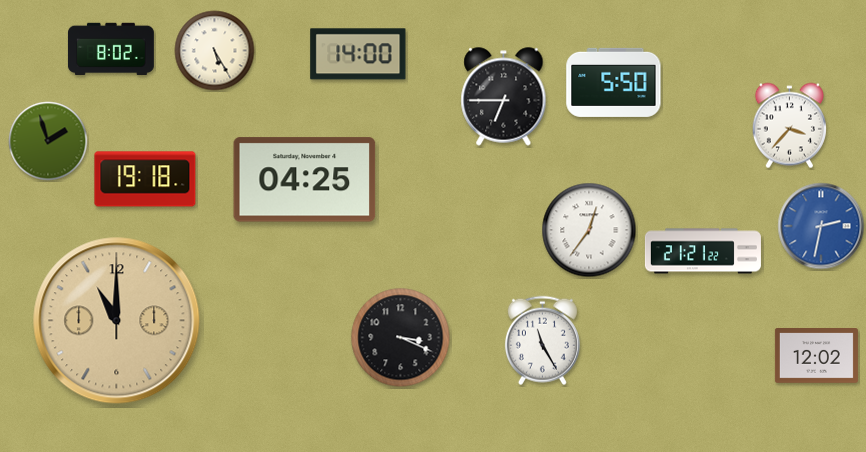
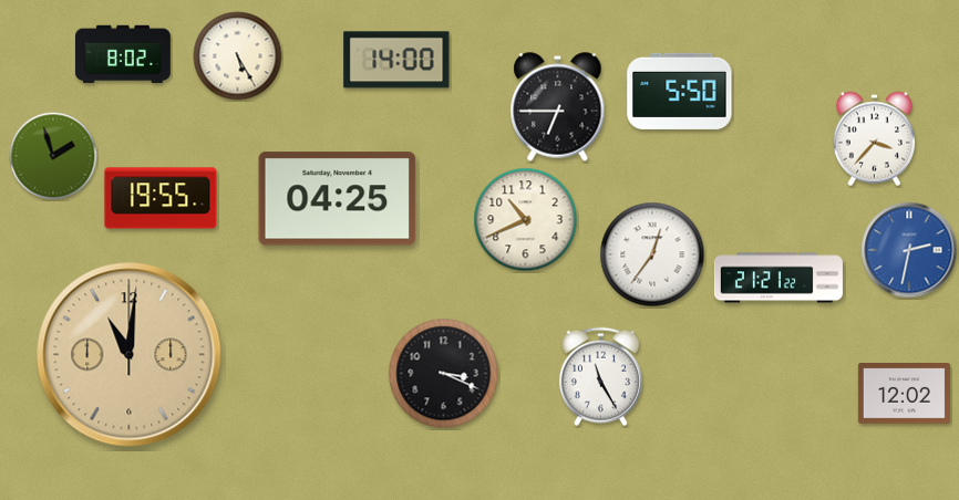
clock at (145, 179): 19:18 -> 19:55
clock at (526, 220): none -> 10:41
clock at (117, 321): 11:00 -> 11:01
